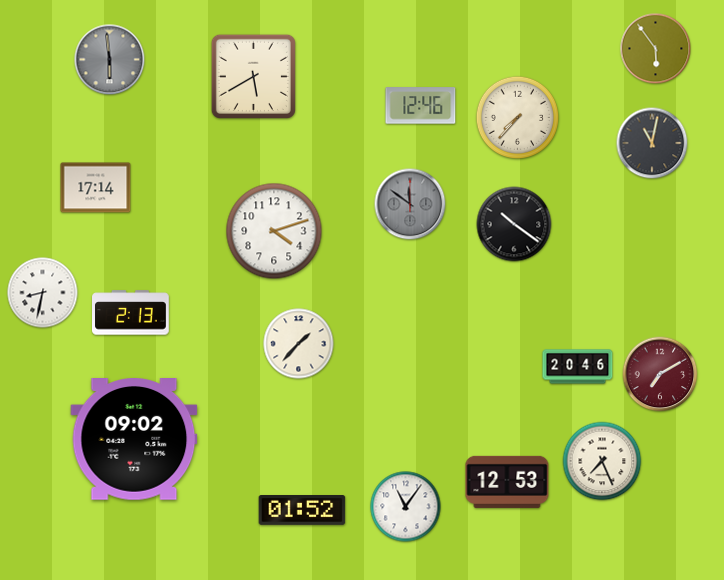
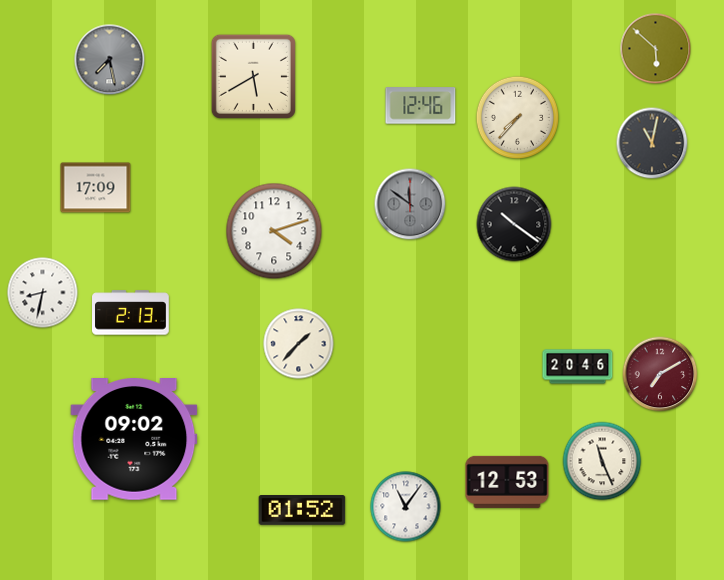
clock at (656, 49): 5:54 -> 5:52
clock at (110, 60): 5:59 -> 7:28
clock at (96, 188): 17:14 -> 17:09
clock at (602, 461): 7:26 -> 11:26
